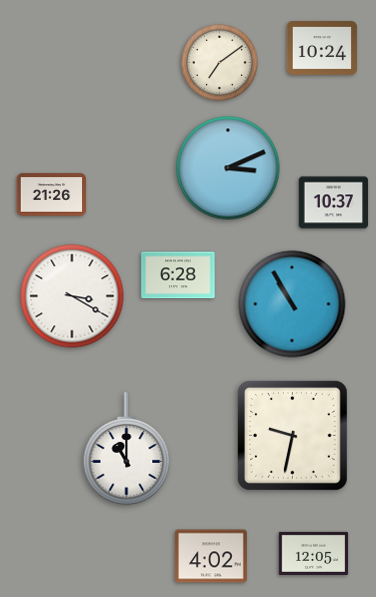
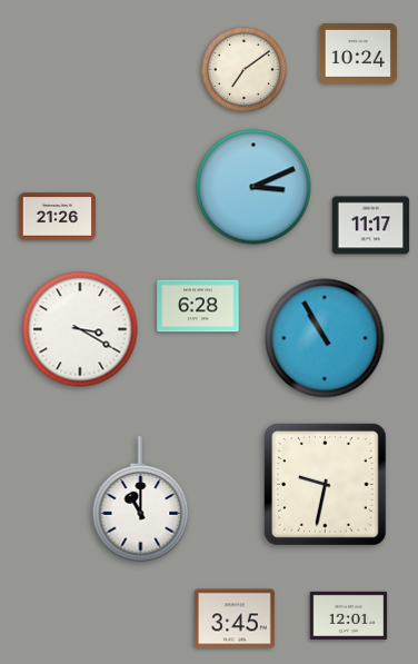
clock at (334, 203): 10:37 -> 11:17
clock at (314, 553): 12:05 -> 12:01
clock at (211, 556): 4:02 -> 3:45
